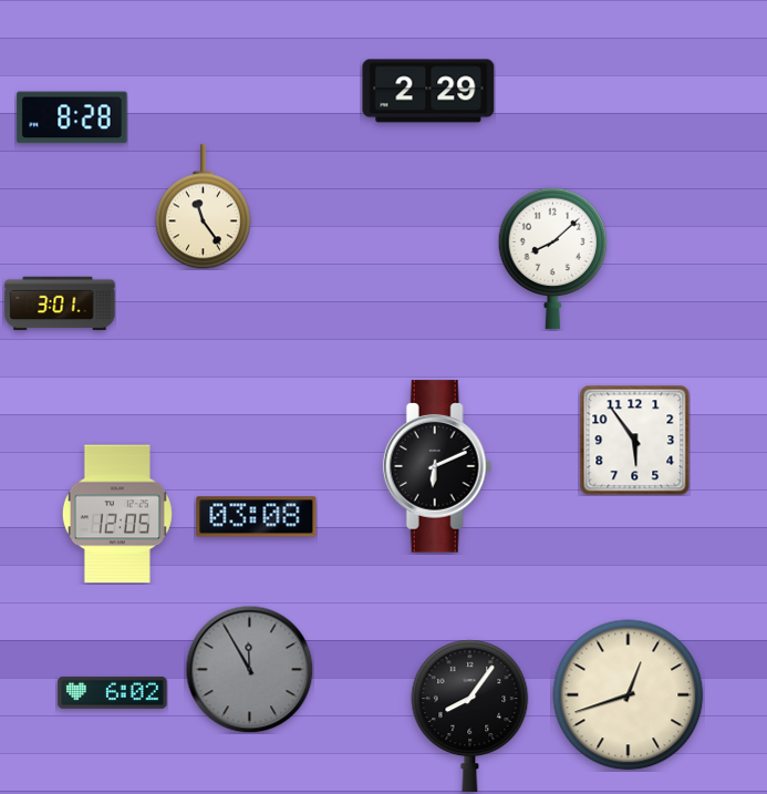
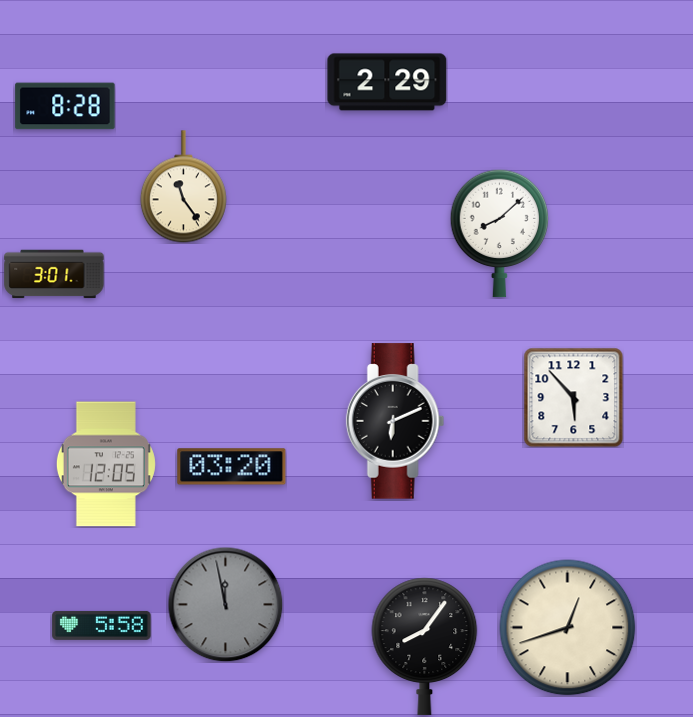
clock at (634, 440): 5:54 -> 5:53
clock at (257, 517): 03:08 -> 03:20
clock at (249, 669): 11:55 -> 11:58
clock at (113, 692): 6:02 -> 5:58
